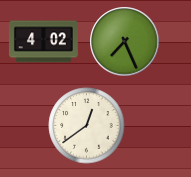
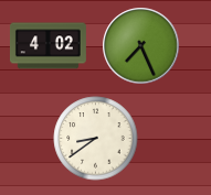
clock at (125, 42) position: (125, 42) -> (141, 46)
clock at (87, 126): 12:39 -> 8:39
